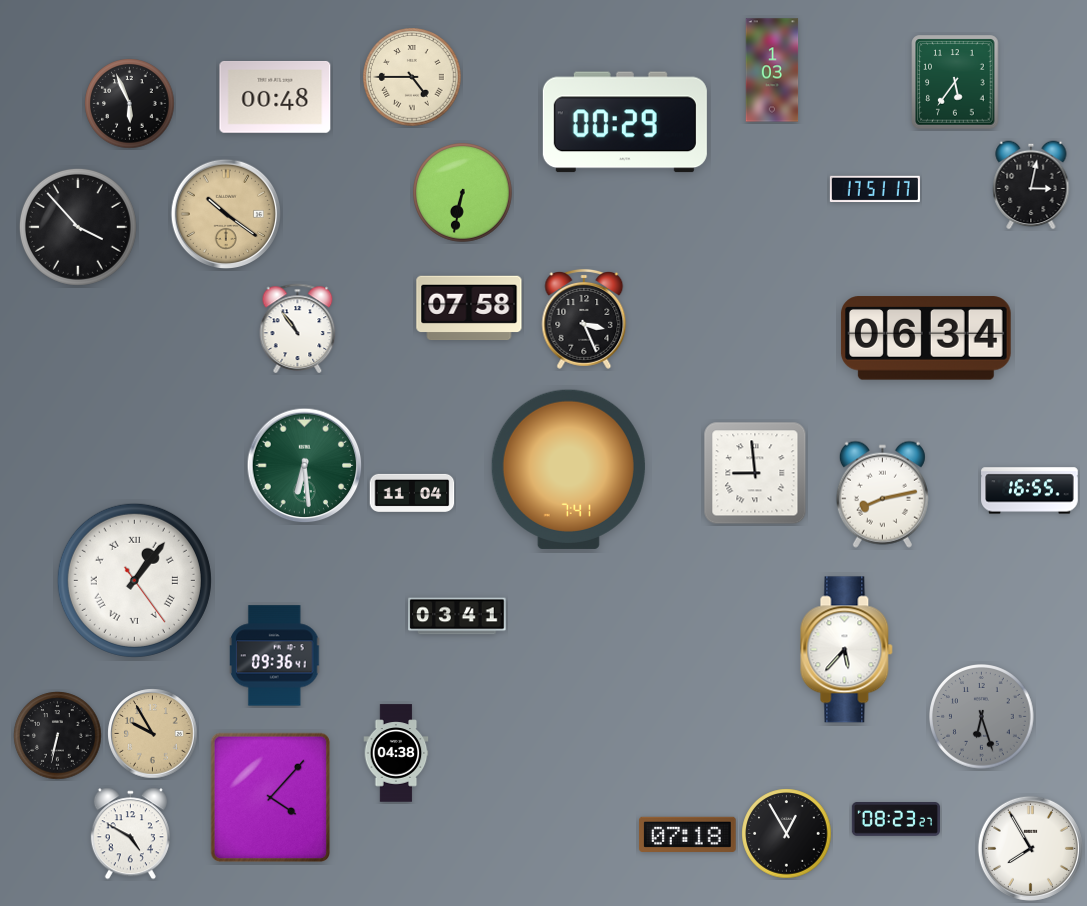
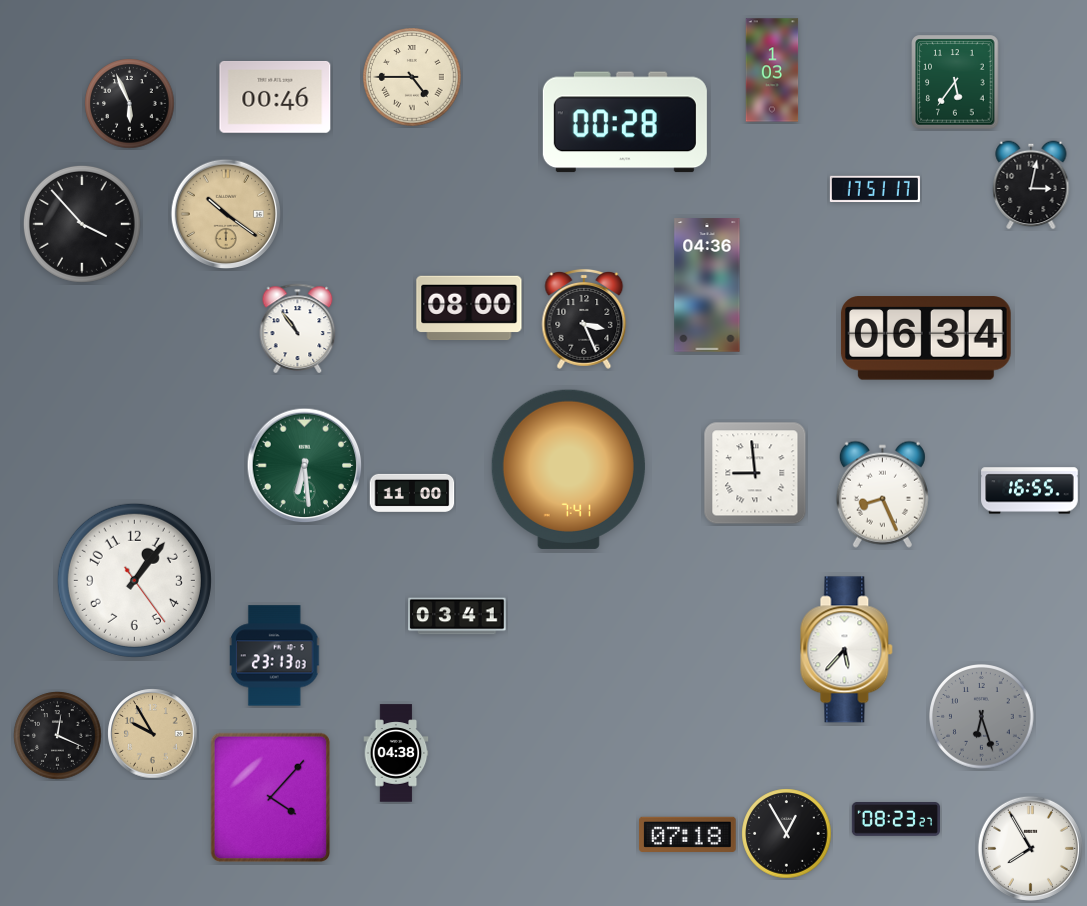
clock at (275, 97): 00:48 -> 00:46
clock at (625, 122): 00:29 -> 00:28
clock at (463, 193): 6:32 -> none
clock at (78, 227) position: (78, 227) -> (82, 224)
clock at (707, 285): none -> 04:36
clock at (469, 308): 07:58 -> 08:00
clock at (412, 493): 11:04 -> 11:00
clock at (882, 494): 8:13 -> 8:26
clock at (134, 580) numerals: Roman -> Arabic
clock at (276, 656): 09:36 -> 23:13
clock at (58, 736): 6:32 -> 12:19
clock at (130, 834): 4:50 -> none
